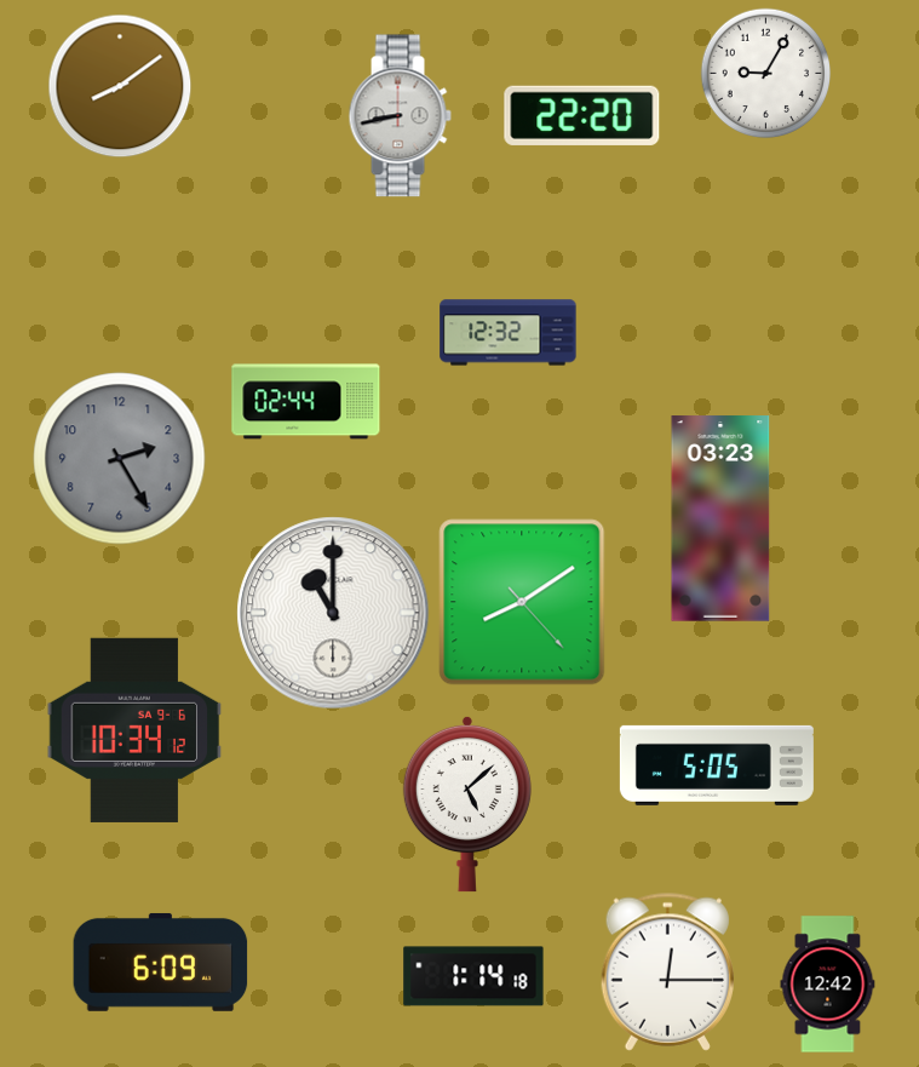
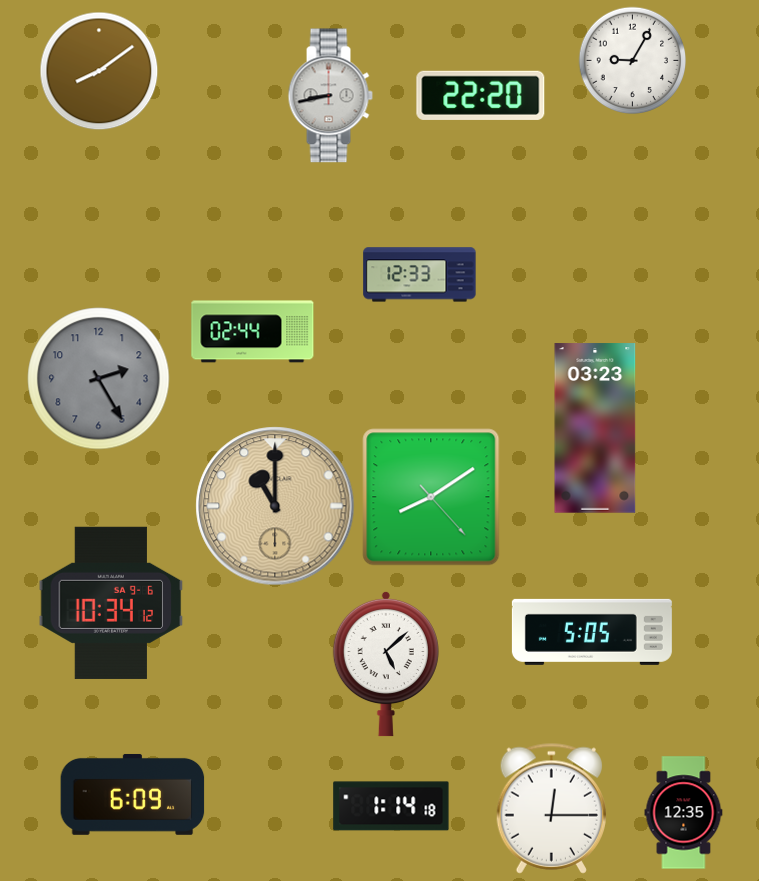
clock at (509, 333): 12:32 -> 12:33
clock at (333, 613) dial: white -> champagne
clock at (667, 971) position: (667, 971) -> (551, 808)
clock at (828, 985): 12:42 -> 12:35
